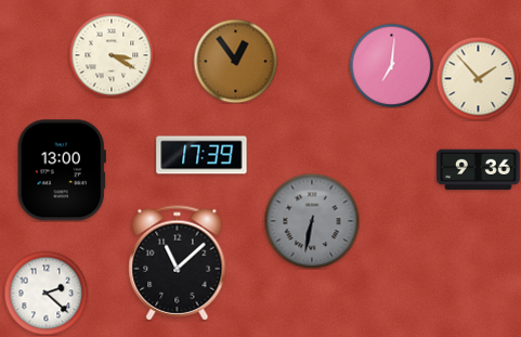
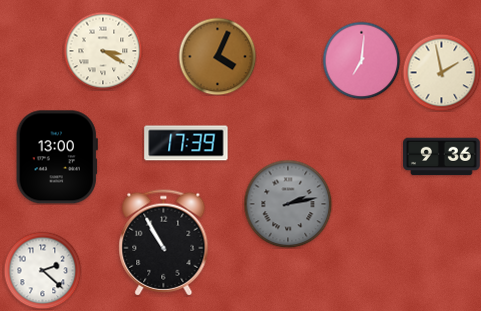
clock at (235, 61): 12:54 -> 4:04
clock at (478, 78): 1:53 -> 1:58
clock at (312, 221): 6:32 -> 2:13
clock at (178, 263): 11:08 -> 10:55
